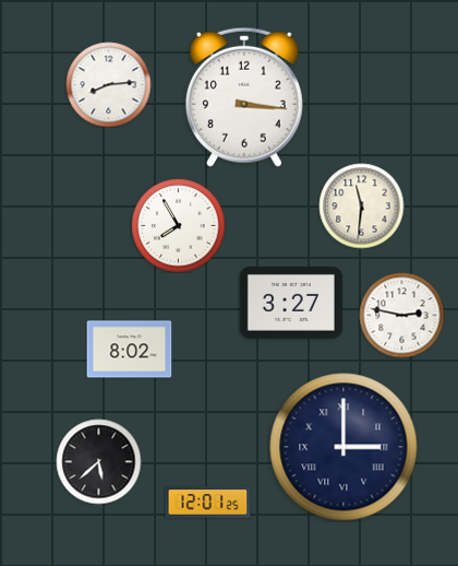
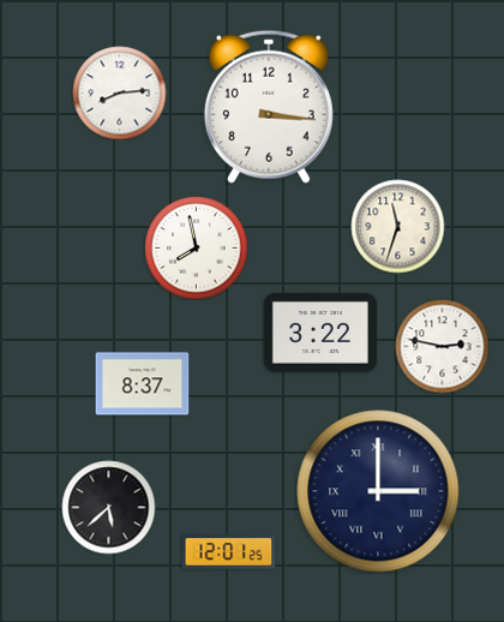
clock at (361, 205): 11:31 -> 11:33
clock at (178, 225): 7:55 -> 7:58
clock at (291, 303): 3:27 -> 3:22
clock at (129, 350): 8:02 -> 8:37
